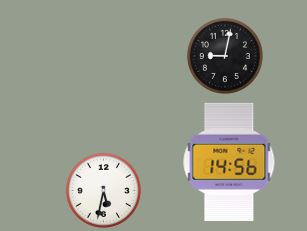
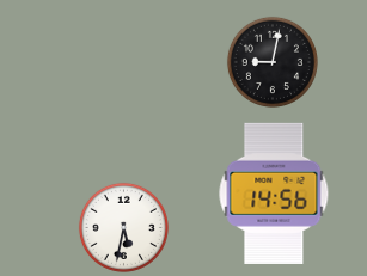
clock at (225, 56) position: (225, 56) -> (273, 62)
